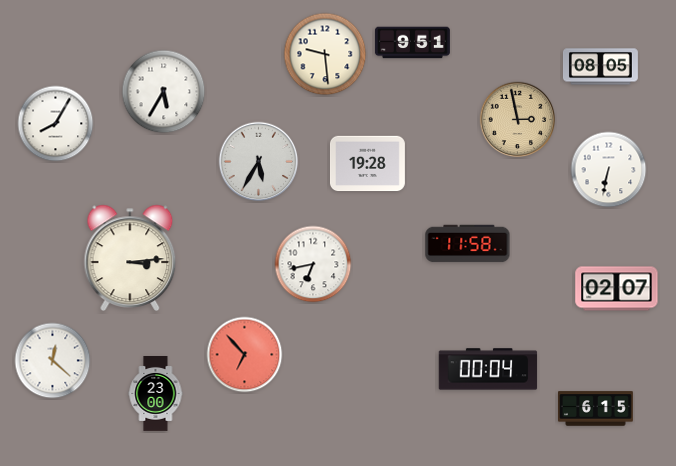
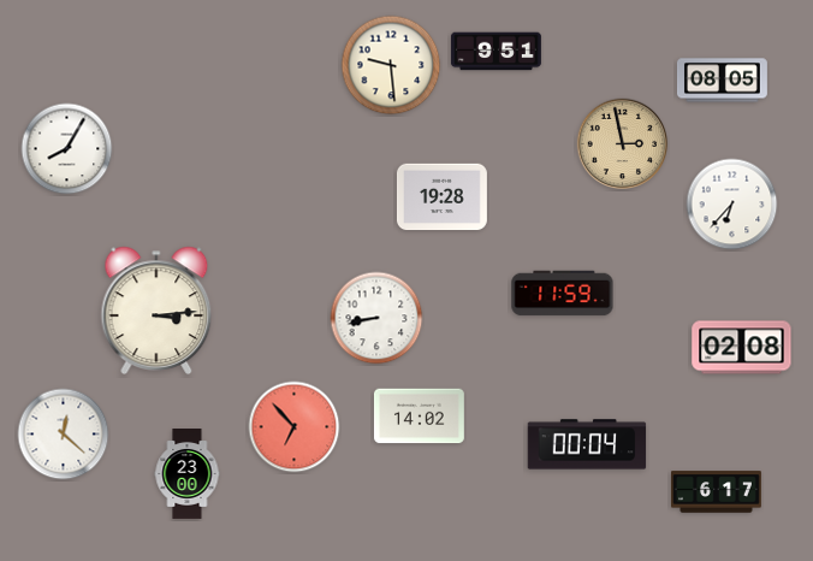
clock at (164, 92): 5:35 -> none
clock at (259, 162): 5:35 -> none
clock at (609, 170): 6:32 -> 6:37
clock at (468, 244): 11:58 -> 11:59
clock at (313, 264): 6:43 -> 8:43
clock at (617, 289): 02:07 -> 02:08
clock at (419, 417): none -> 14:02
clock at (596, 409): 6:15 -> 6:17
